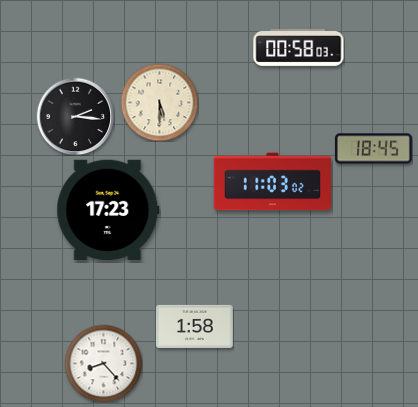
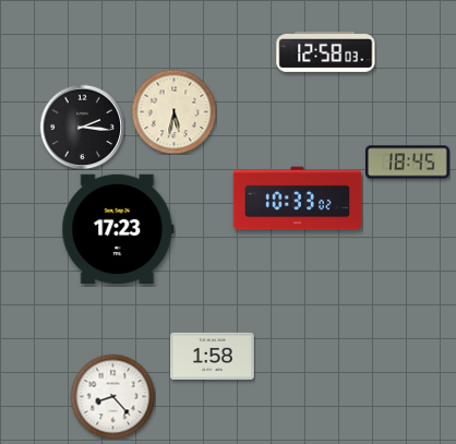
clock at (299, 47): 00:58 -> 12:58
clock at (159, 102): 5:30 -> 5:32
clock at (272, 182): 11:03 -> 10:33
